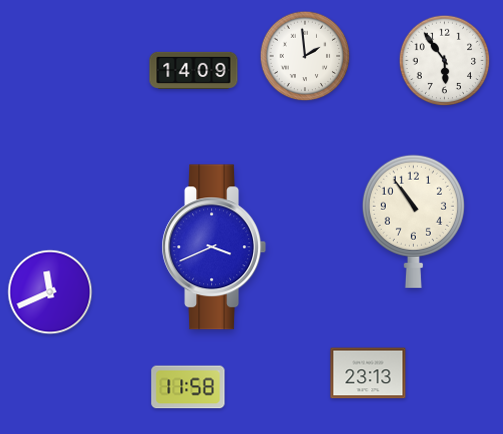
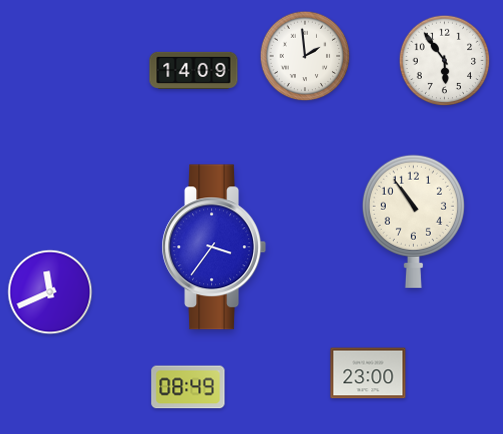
clock at (214, 247): 3:41 -> 3:36
clock at (368, 373): 23:13 -> 23:00
clock at (188, 387): 11:58 -> 08:49
